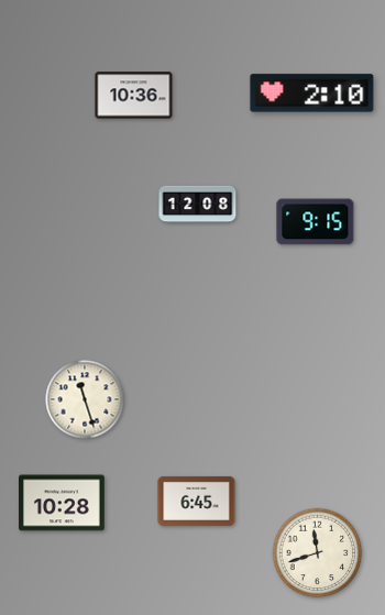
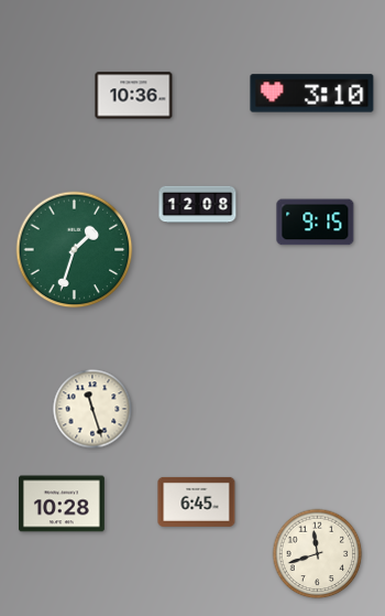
clock at (312, 94): 2:10 -> 3:10
clock at (75, 250): none -> 1:33
clock at (85, 399) position: (85, 399) -> (92, 409)
